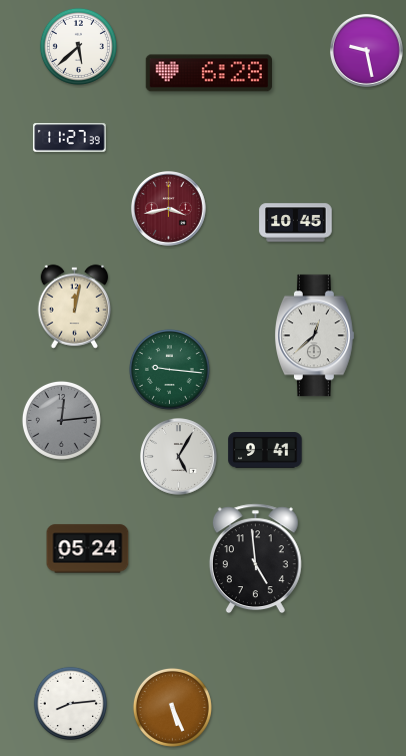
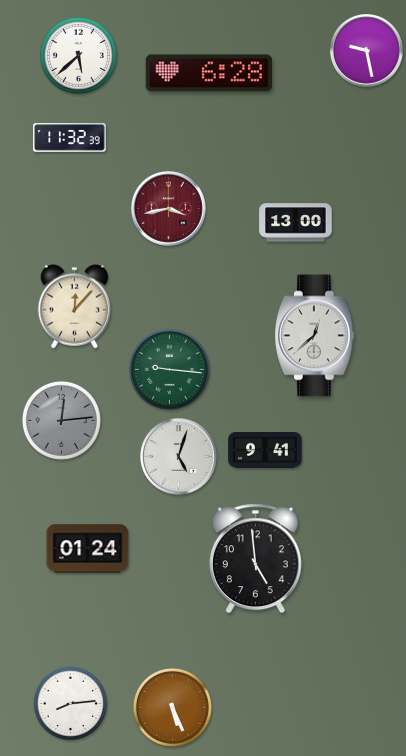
clock at (78, 46) position: (78, 46) -> (78, 55)
clock at (70, 138): 11:27 -> 11:32
clock at (296, 223): 10:45 -> 13:00
clock at (75, 307): 12:02 -> 12:07
clock at (179, 457): 5:05 -> 5:03
clock at (88, 549): 05:24 -> 01:24
